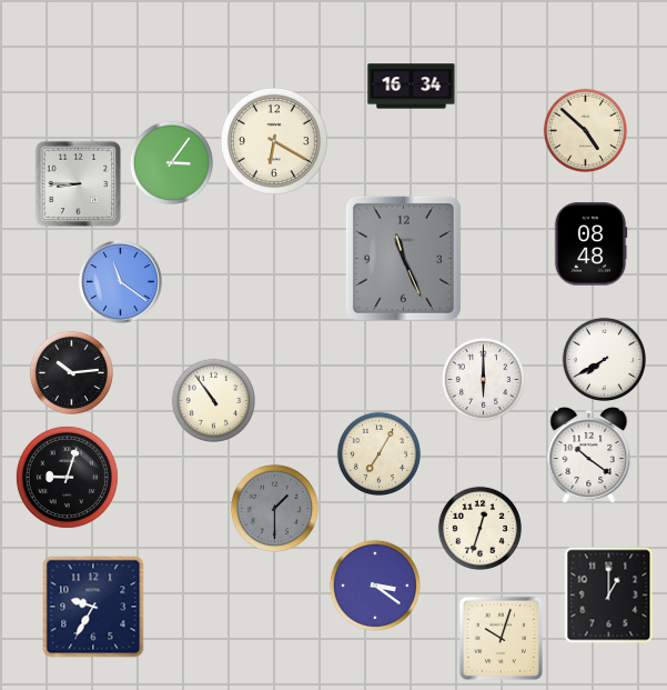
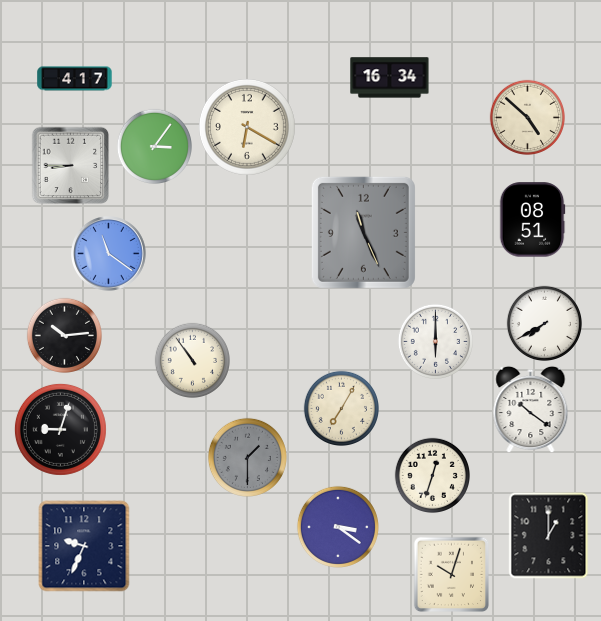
clock at (412, 87) position: (412, 87) -> (390, 78)
clock at (75, 79): none -> 4:17
clock at (590, 244): 08:48 -> 08:51
clock at (93, 607): 9:35 -> 9:34
